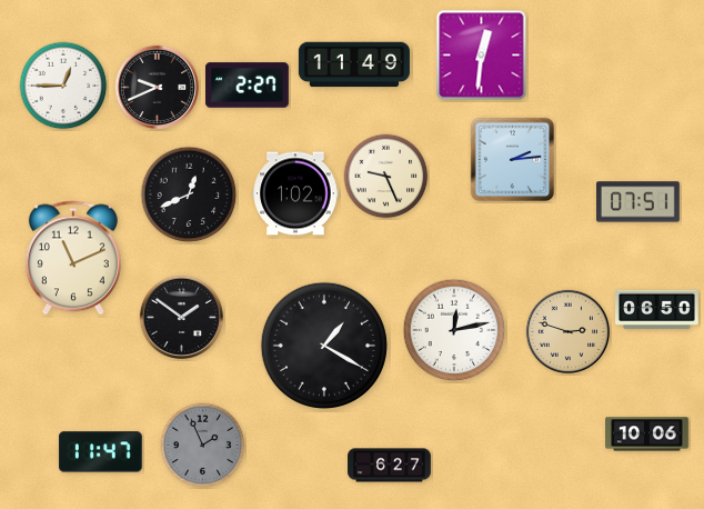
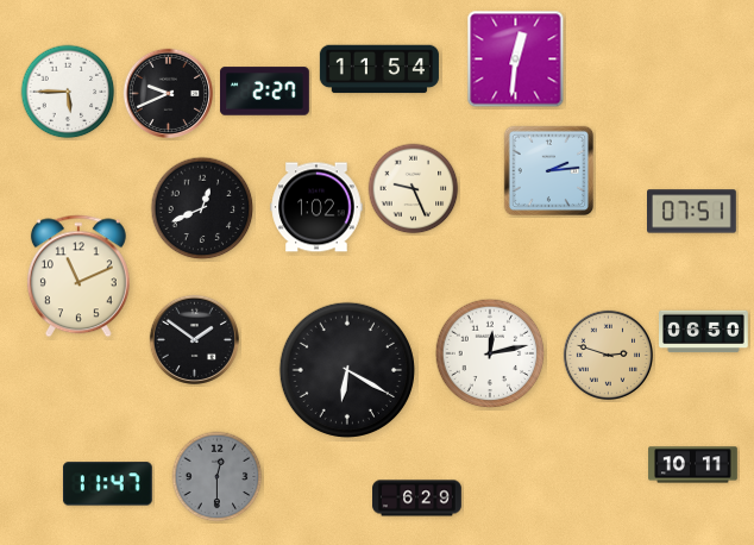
clock at (354, 64): 11:49 -> 11:54
clock at (63, 86): 12:45 -> 5:45
clock at (638, 202) position: (638, 202) -> (692, 212)
clock at (454, 330) position: (454, 330) -> (490, 353)
clock at (324, 346): 1:20 -> 6:20
clock at (647, 435): 10:06 -> 10:11
clock at (203, 446): 1:56 -> 12:30
clock at (390, 466): 6:27 -> 6:29
